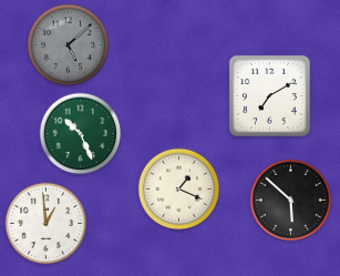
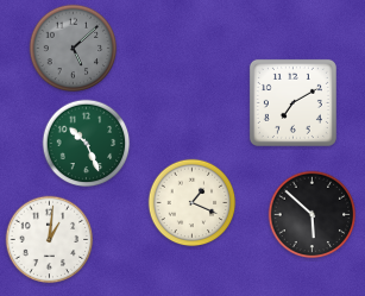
clock at (269, 95) position: (269, 95) -> (292, 102)
clock at (47, 224): 12:59 -> 1:01
